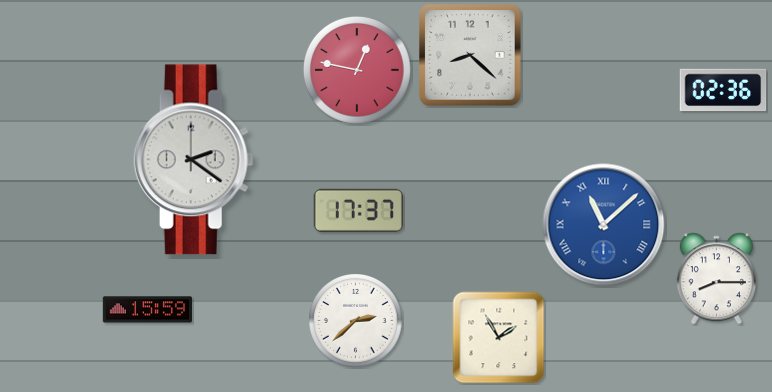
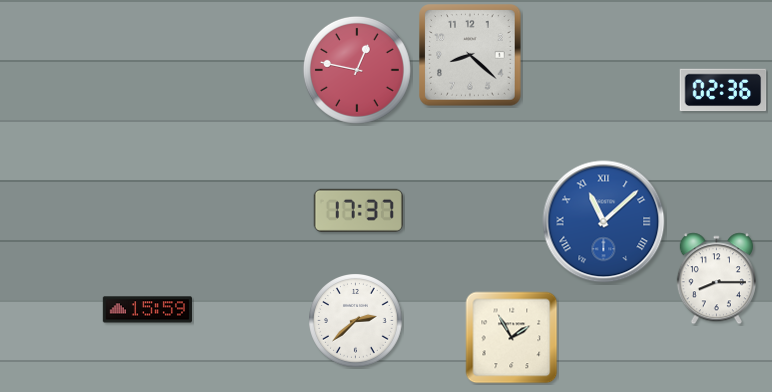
clock at (193, 160): 2:21 -> none
clock at (604, 225) position: (604, 225) -> (604, 222)
clock at (499, 338) position: (499, 338) -> (512, 338)
